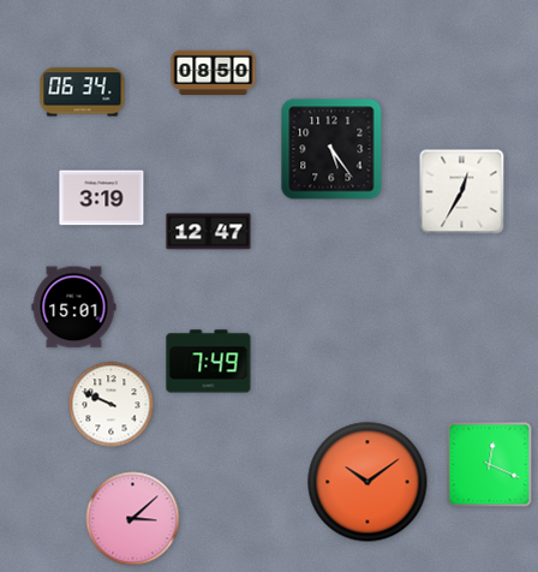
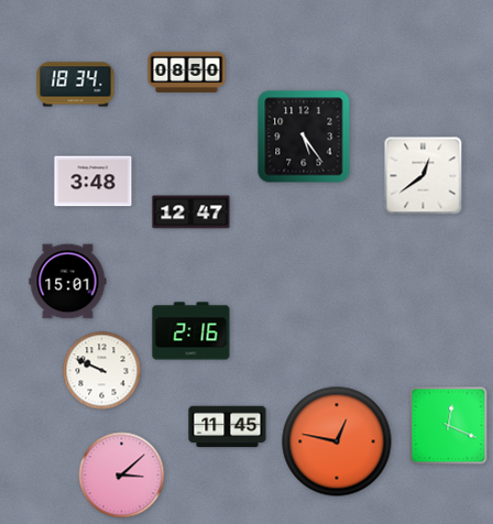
clock at (214, 72) position: (214, 72) -> (187, 72)
clock at (83, 93): 06:34 -> 18:34
clock at (462, 192): 12:35 -> 12:39
clock at (102, 198): 3:19 -> 3:48
clock at (209, 362): 7:49 -> 2:16
clock at (228, 427): none -> 11:45
clock at (367, 482): 10:09 -> 12:47
